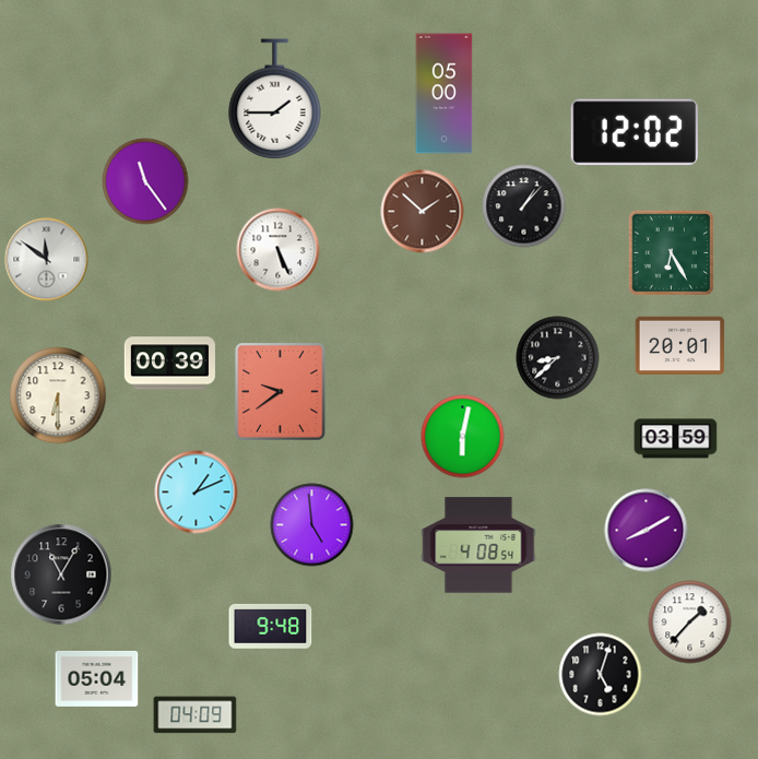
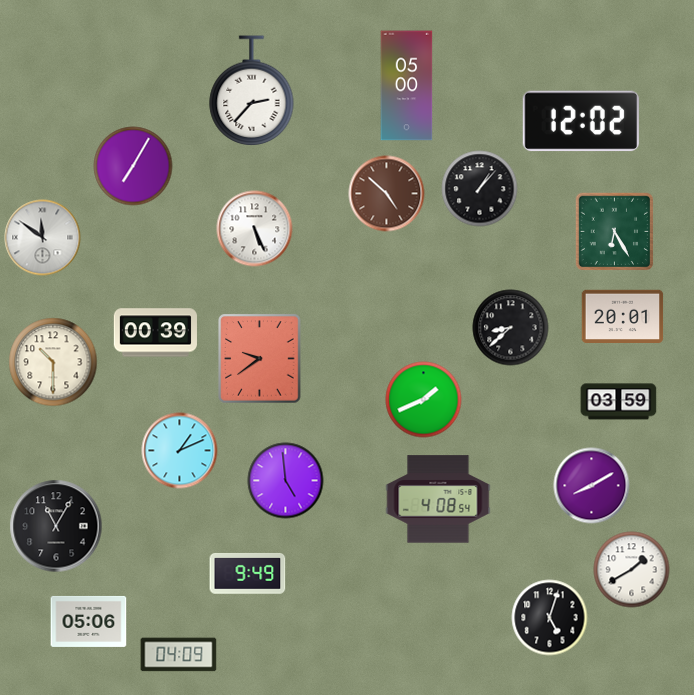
clock at (275, 98): 1:45 -> 2:37
clock at (145, 181): 11:24 -> 7:05
clock at (423, 212): 1:52 -> 4:52
clock at (281, 392) position: (281, 392) -> (260, 359)
clock at (58, 395): 6:30 -> 10:30
clock at (463, 437): 6:02 -> 1:41
clock at (690, 622): 1:37 -> 1:40
clock at (271, 627): 9:48 -> 9:49
clock at (97, 678): 05:04 -> 05:06
